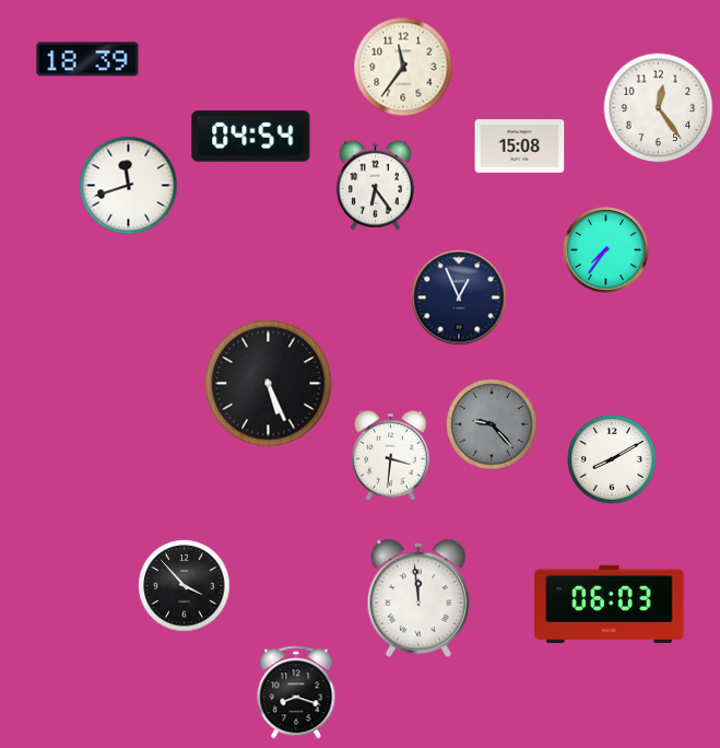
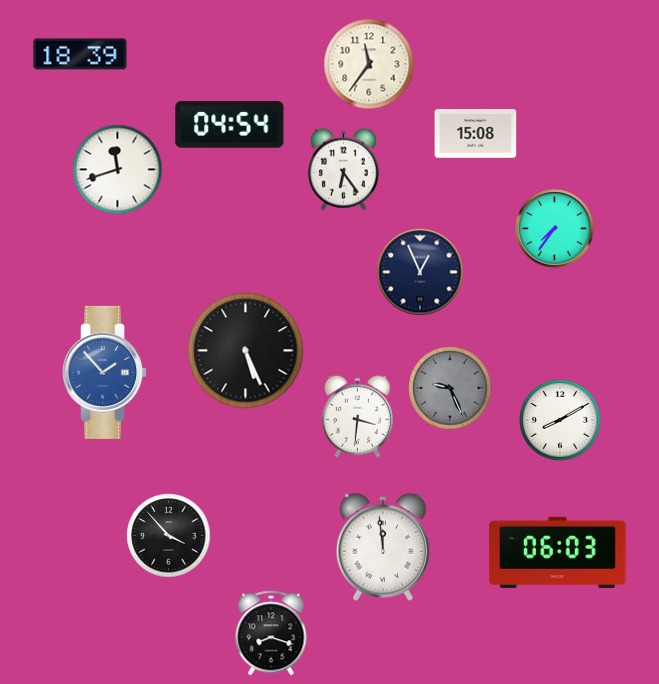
clock at (403, 67) position: (403, 67) -> (369, 64)
clock at (659, 108): 12:24 -> none
clock at (105, 372): none -> 1:53
clock at (492, 424): 9:23 -> 9:26
